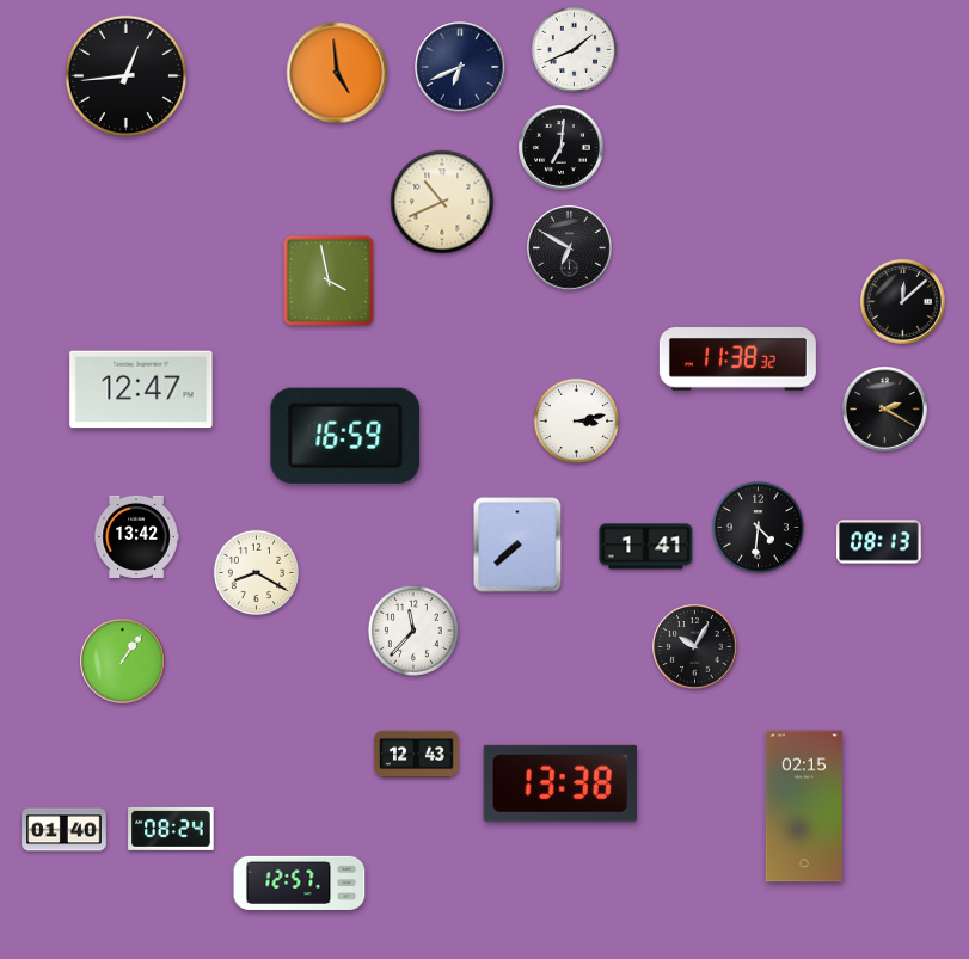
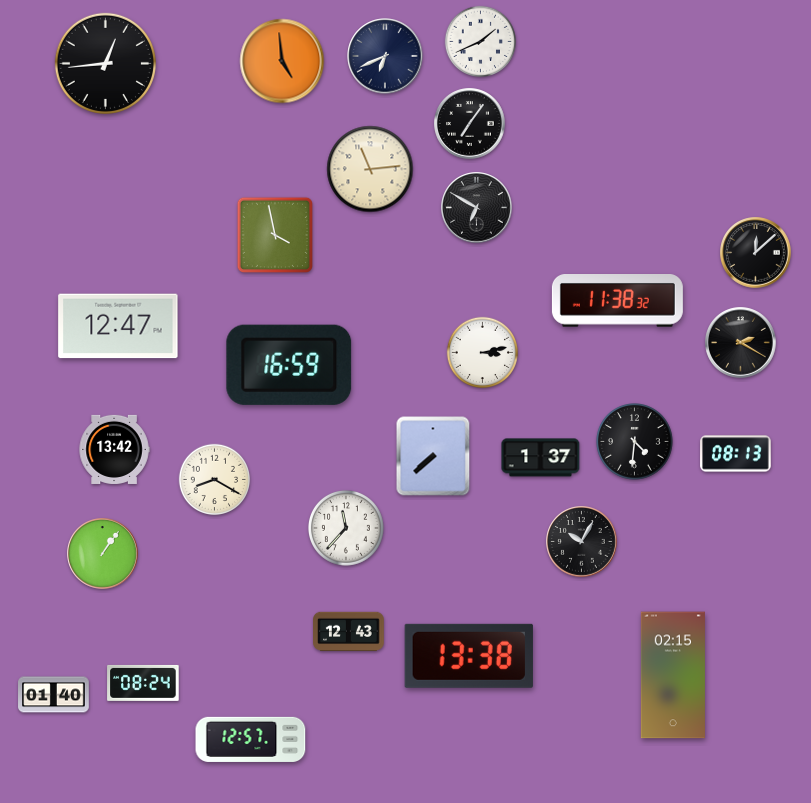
clock at (562, 148): 7:01 -> 7:06
clock at (442, 202): 10:41 -> 11:14
clock at (646, 547): 1:41 -> 1:37
clock at (171, 829) position: (171, 829) -> (143, 683)
